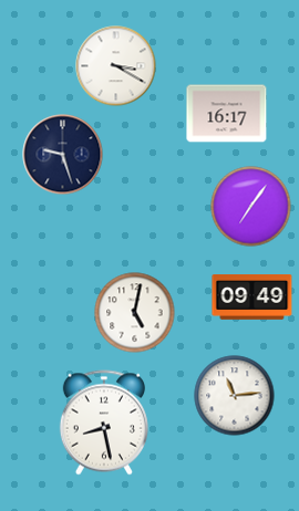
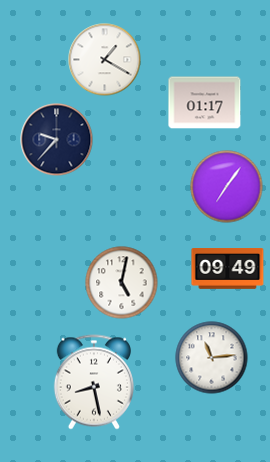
clock at (116, 66): 3:20 -> 1:20
clock at (227, 114): 16:17 -> 01:17
clock at (63, 155): 9:27 -> 9:37
